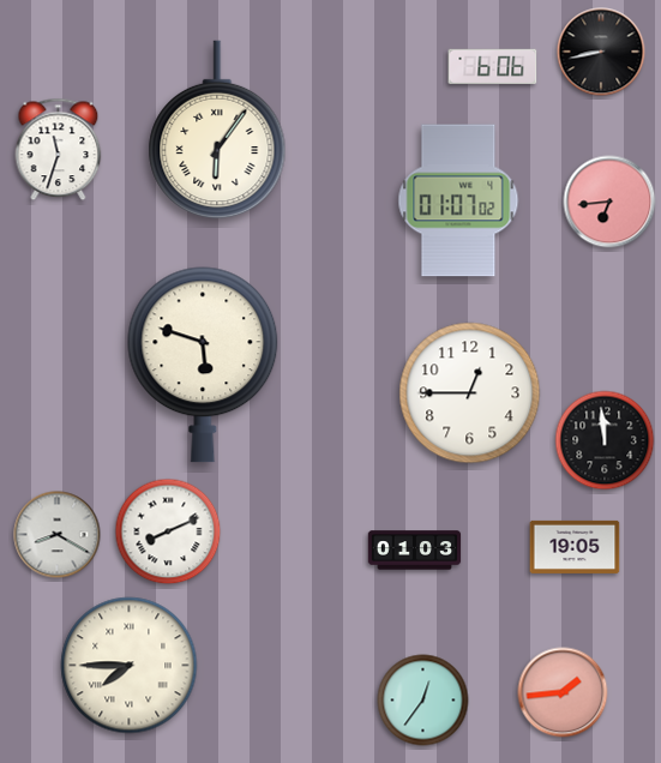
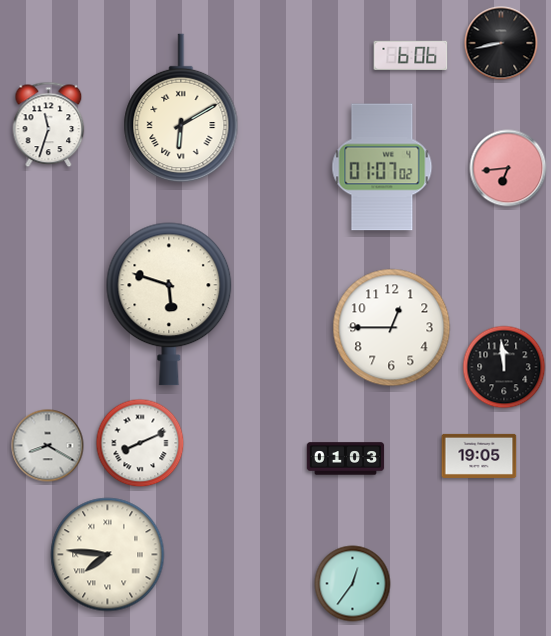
clock at (217, 130): 6:06 -> 6:10
clock at (130, 666): 7:45 -> 7:46
clock at (563, 692): 1:44 -> none
